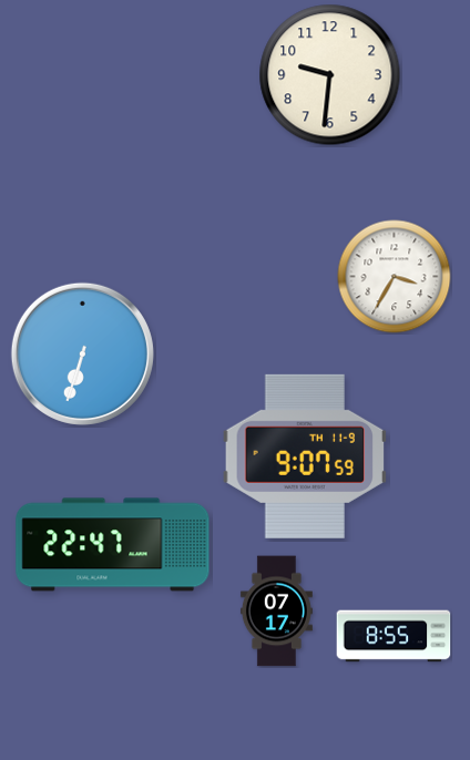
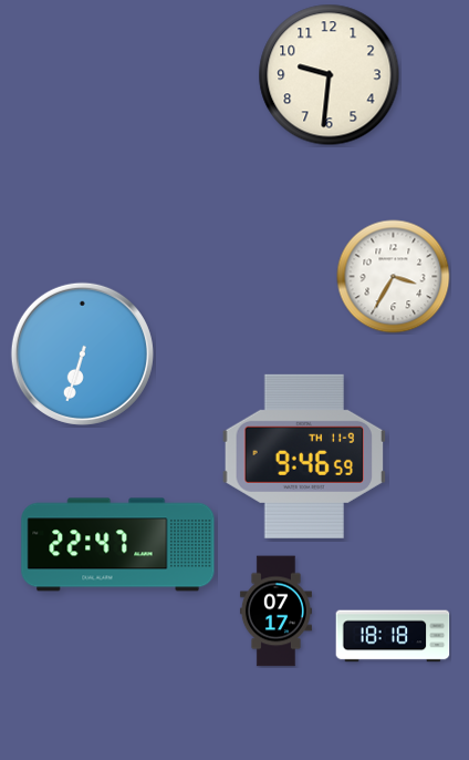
clock at (304, 456): 9:07 -> 9:46
clock at (113, 545) position: (113, 545) -> (118, 545)
clock at (394, 636): 8:55 -> 18:18
